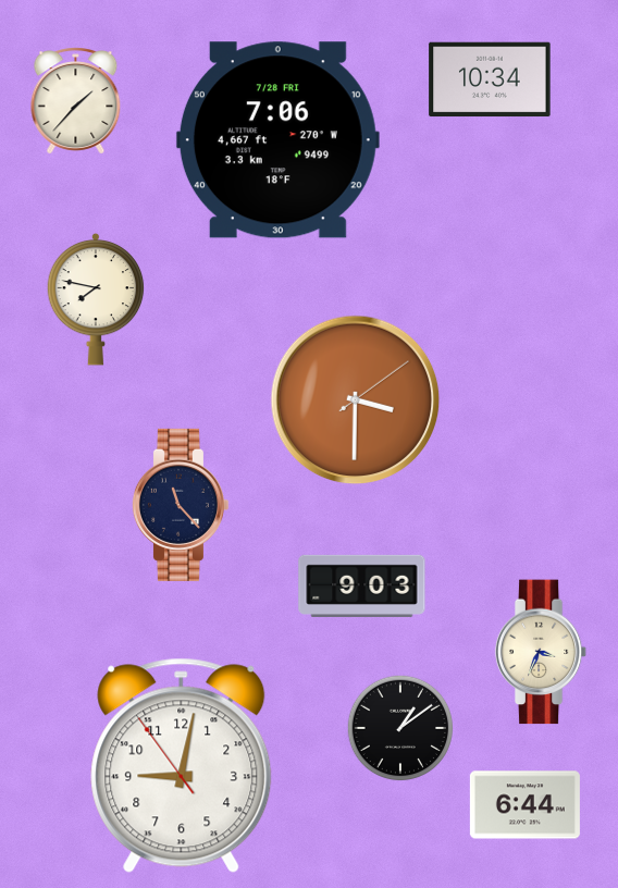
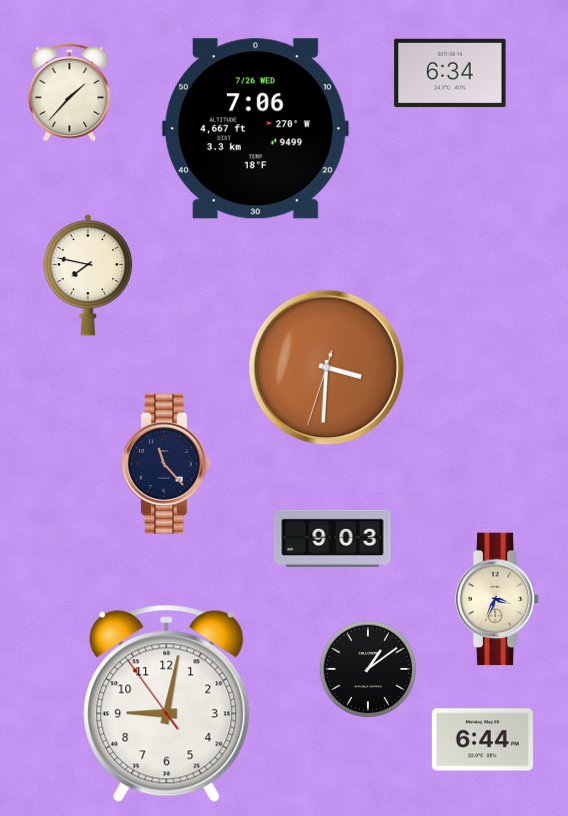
clock at (490, 79): 10:34 -> 6:34
clock at (277, 140) date: 7/28 FRI -> 7/26 WED
clock at (356, 400): 3:30:09 -> 3:30:33
